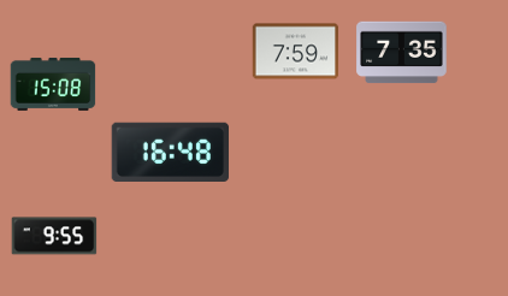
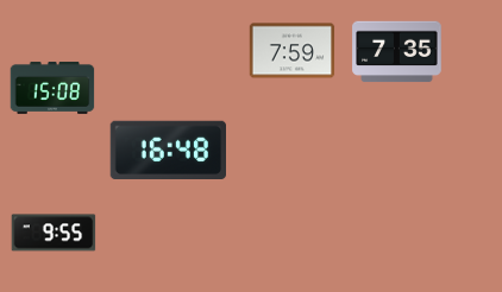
clock at (53, 84) position: (53, 84) -> (52, 88)
